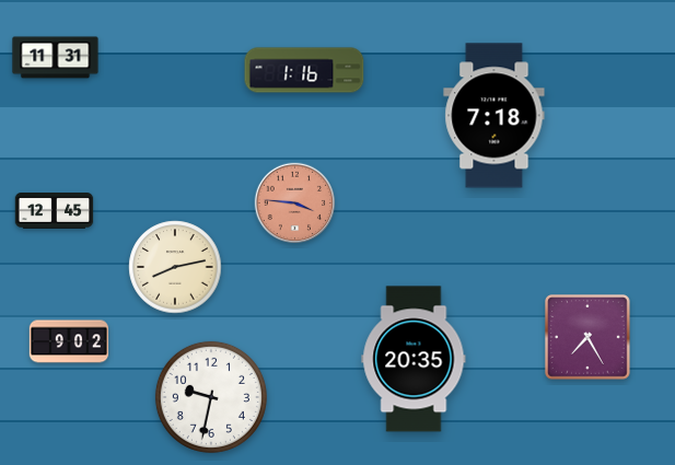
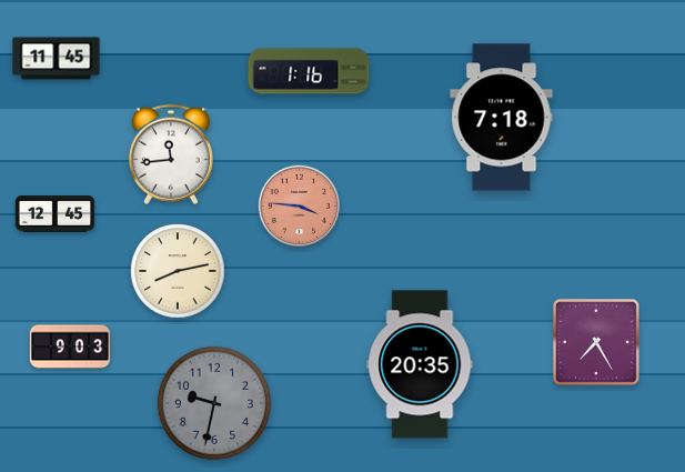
clock at (56, 58): 11:31 -> 11:45
clock at (171, 154): none -> 11:44
clock at (69, 341): 9:02 -> 9:03
clock at (211, 397) dial: white -> grey
